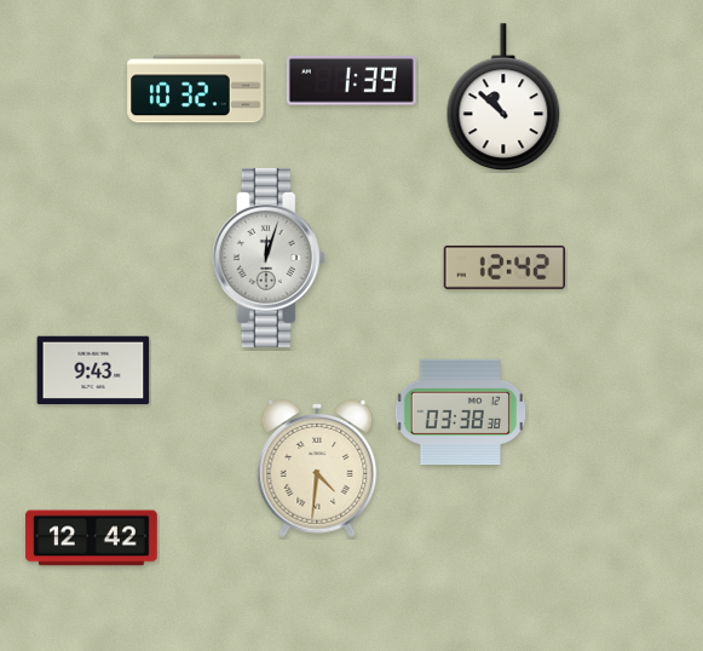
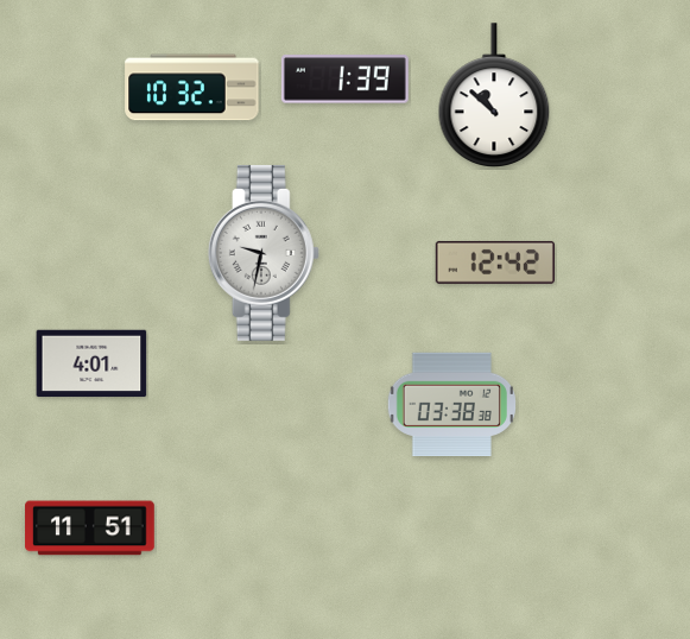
clock at (269, 258): 12:03 -> 9:32
clock at (93, 370): 9:43 -> 4:01
clock at (317, 468): 4:31 -> none
clock at (92, 538): 12:42 -> 11:51
